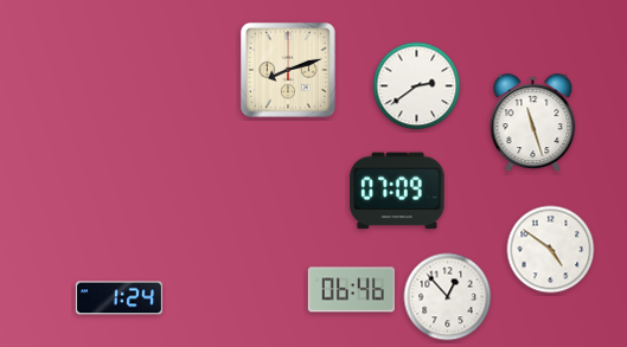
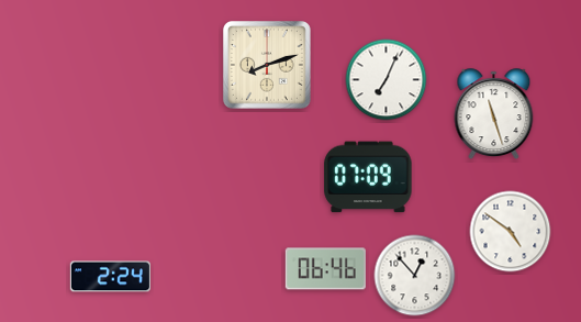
clock at (417, 86): 2:39 -> 7:04
clock at (119, 298): 1:24 -> 2:24
